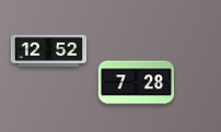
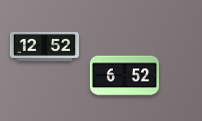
clock at (136, 83): 7:28 -> 6:52
